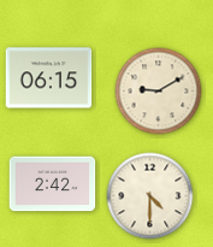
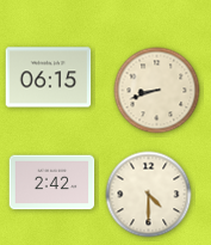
clock at (159, 92): 9:10 -> 8:42
